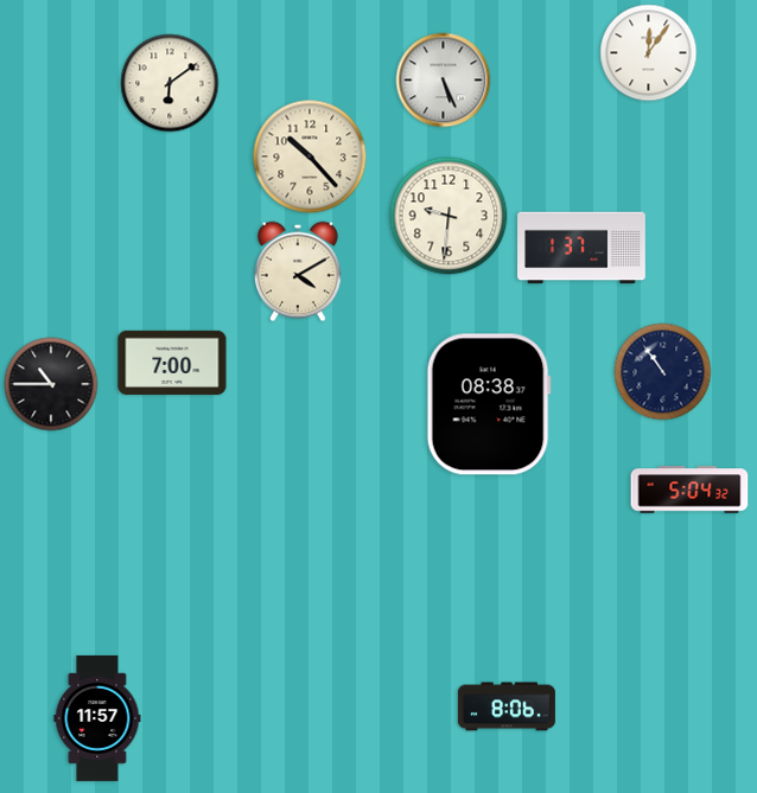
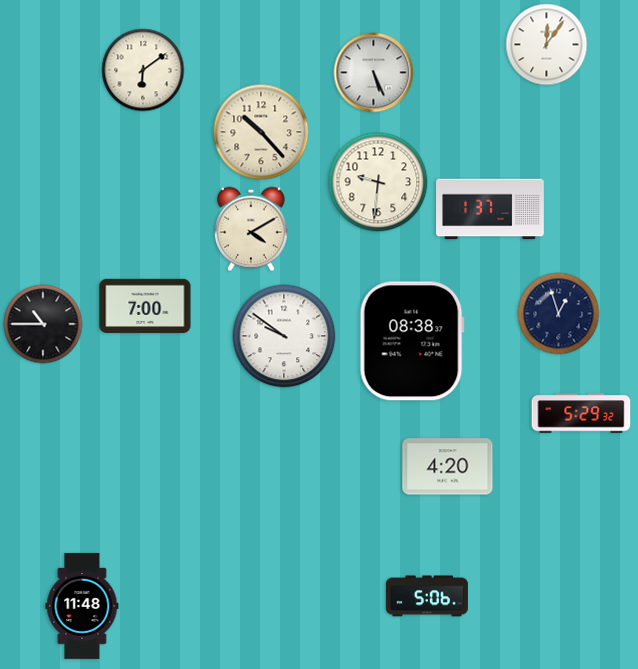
clock at (444, 81) position: (444, 81) -> (374, 73)
clock at (663, 372): 10:54 -> 12:57
clock at (284, 336): none -> 9:51
clock at (689, 490): 5:04 -> 5:29
clock at (448, 467): none -> 4:20
clock at (507, 706): 8:06 -> 5:06
clock at (97, 718): 11:57 -> 11:48
